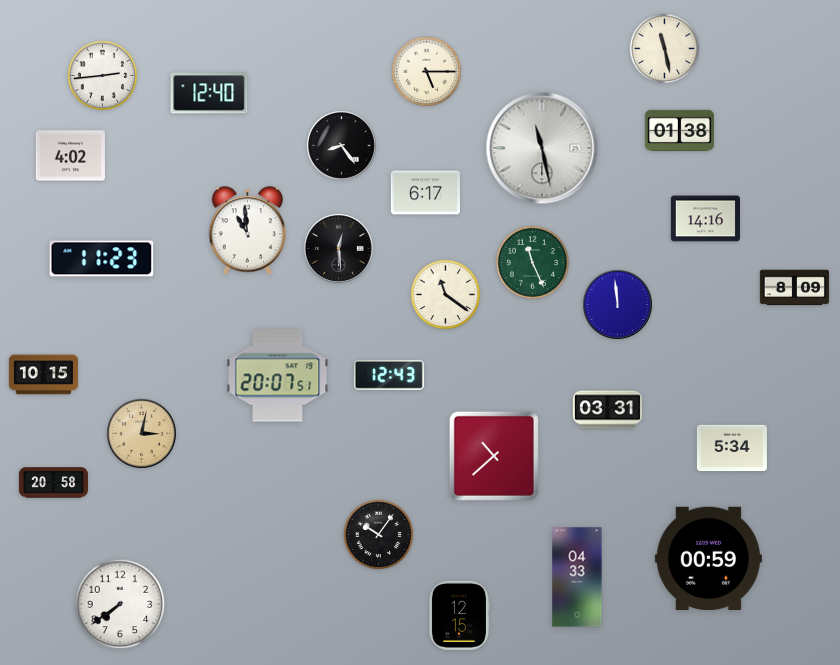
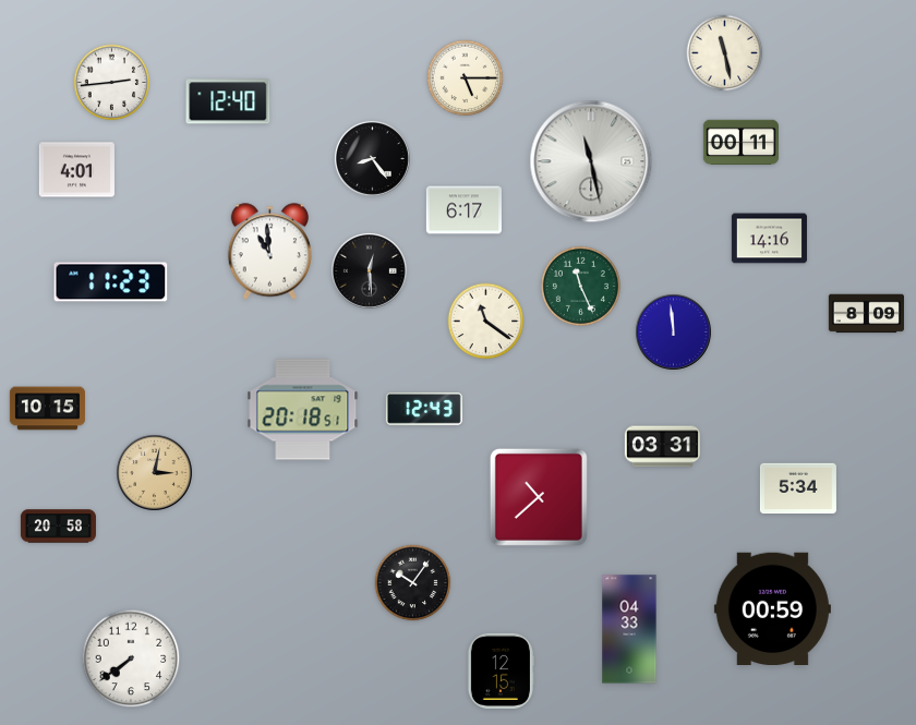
clock at (679, 131): 01:38 -> 00:11
clock at (70, 156): 4:02 -> 4:01
clock at (278, 376): 20:07 -> 20:18
